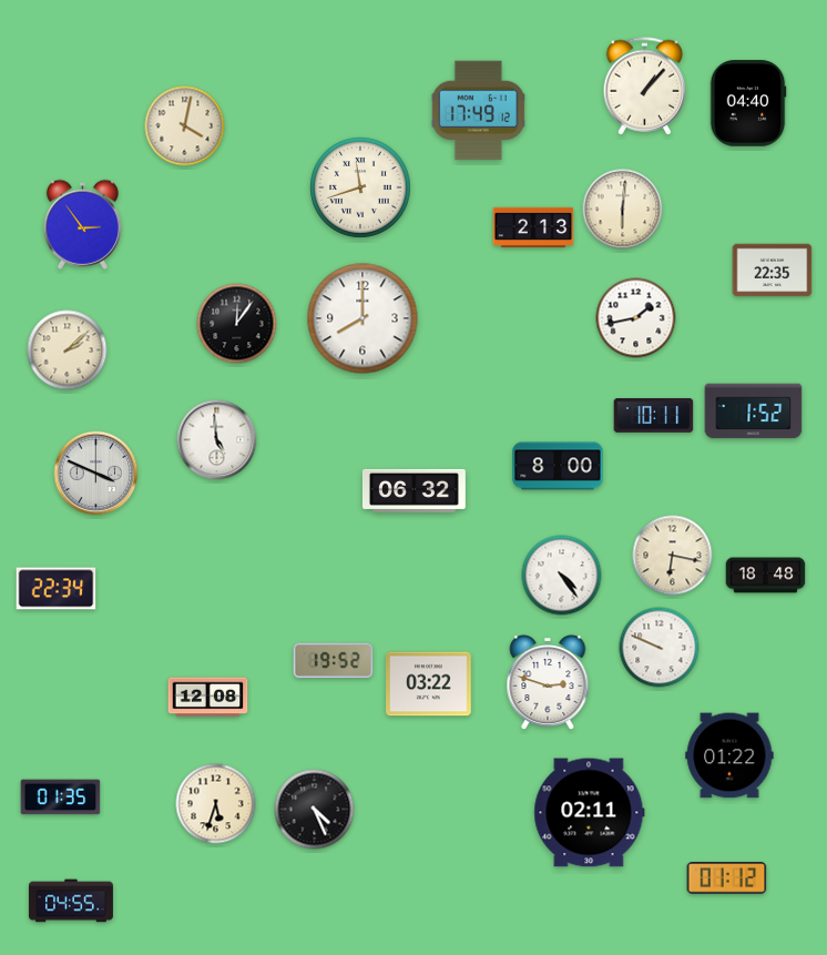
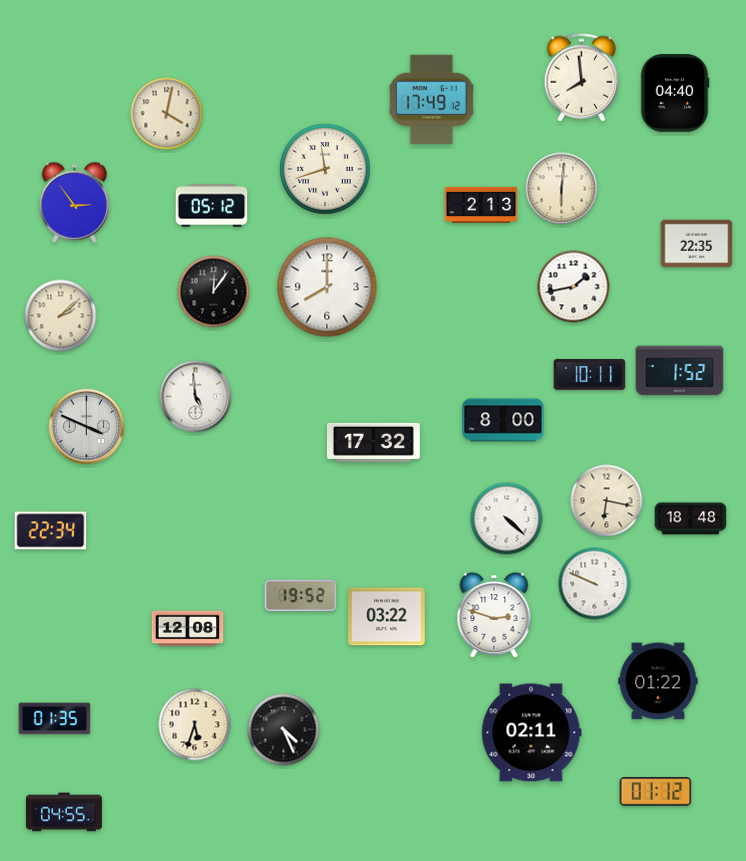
clock at (645, 87): 1:07 -> 7:59
clock at (212, 206): none -> 05:12
clock at (413, 490): 06:32 -> 17:32
clock at (562, 576): 4:24 -> 4:22
